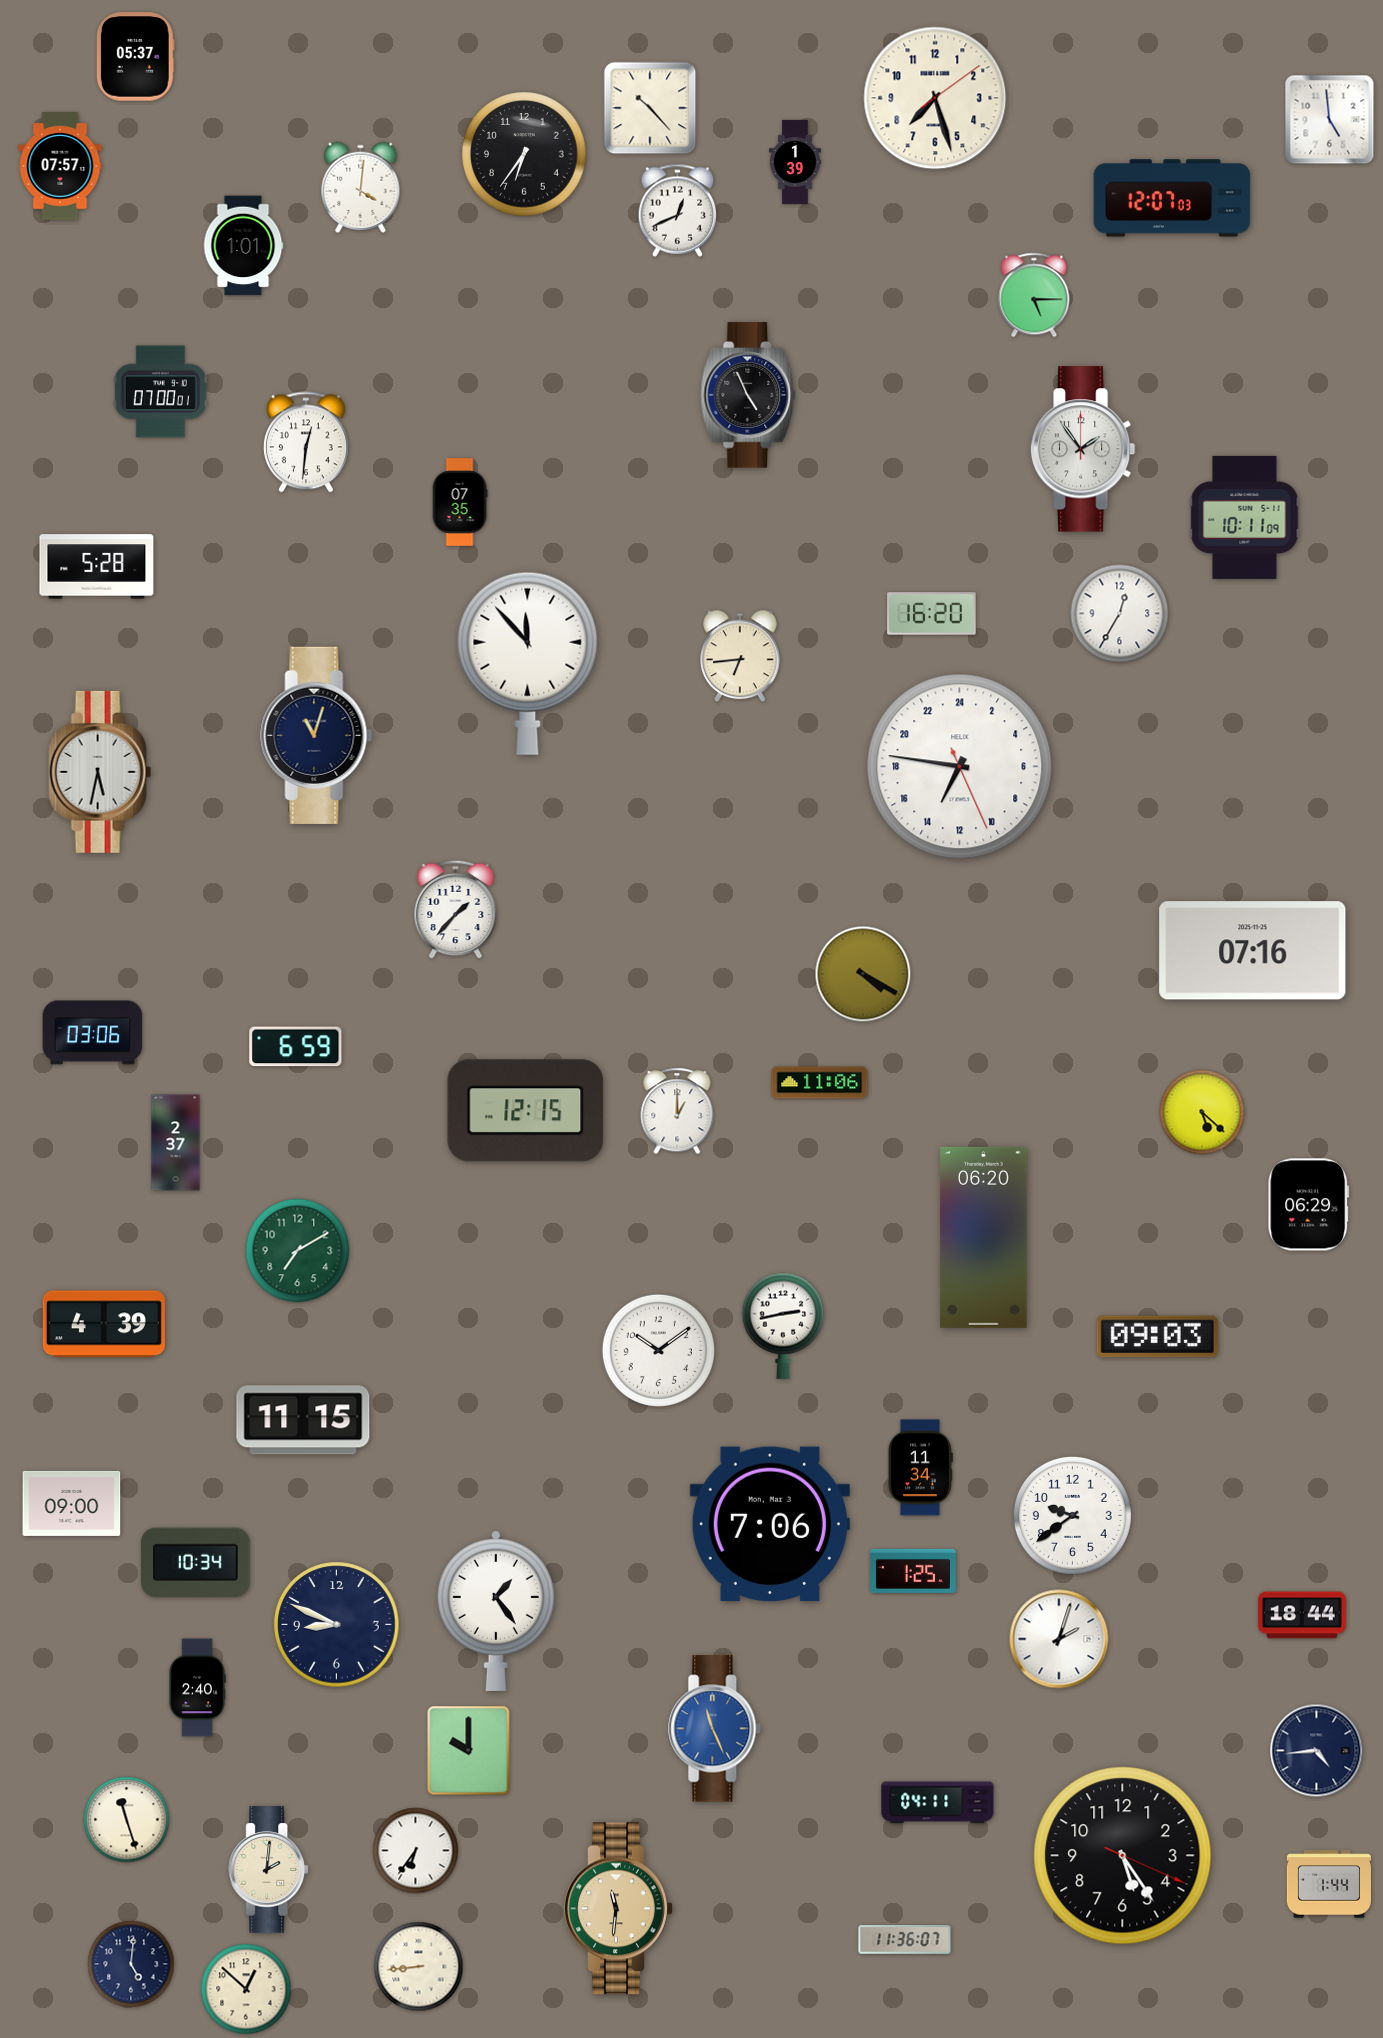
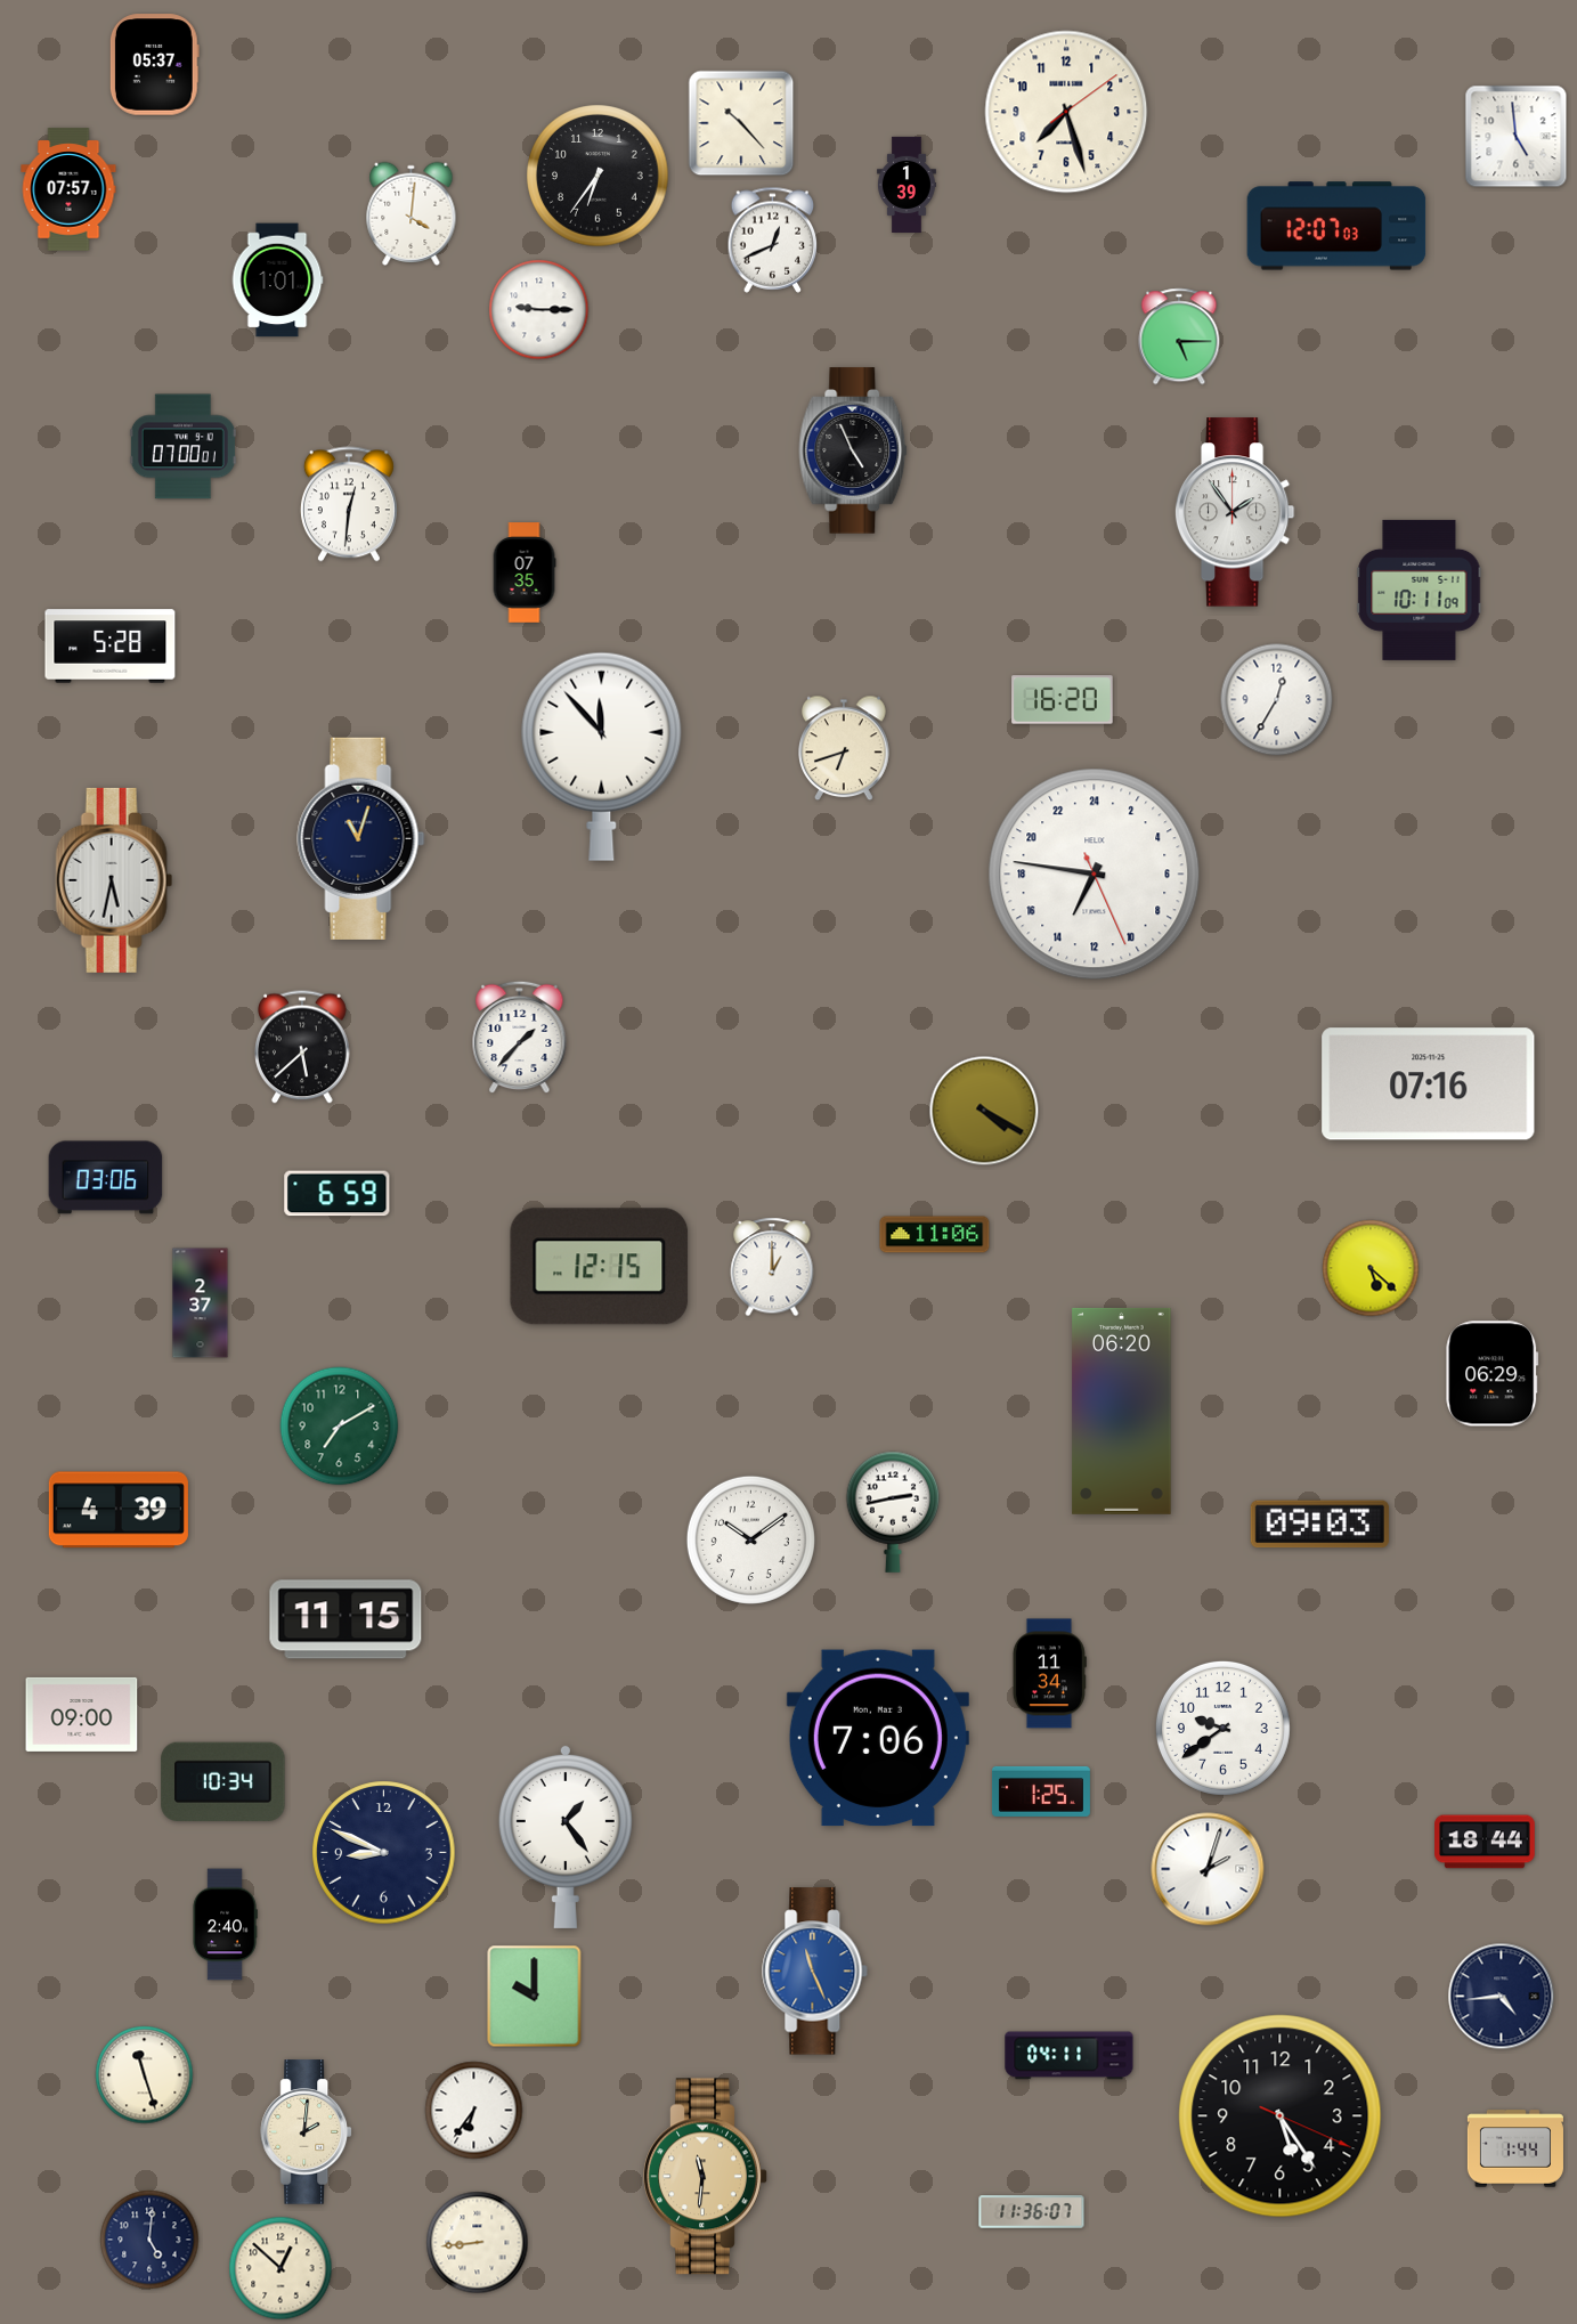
clock at (539, 310): none -> 9:15
clock at (740, 656): 6:44 -> 6:42
clock at (302, 1047): none -> 5:38
